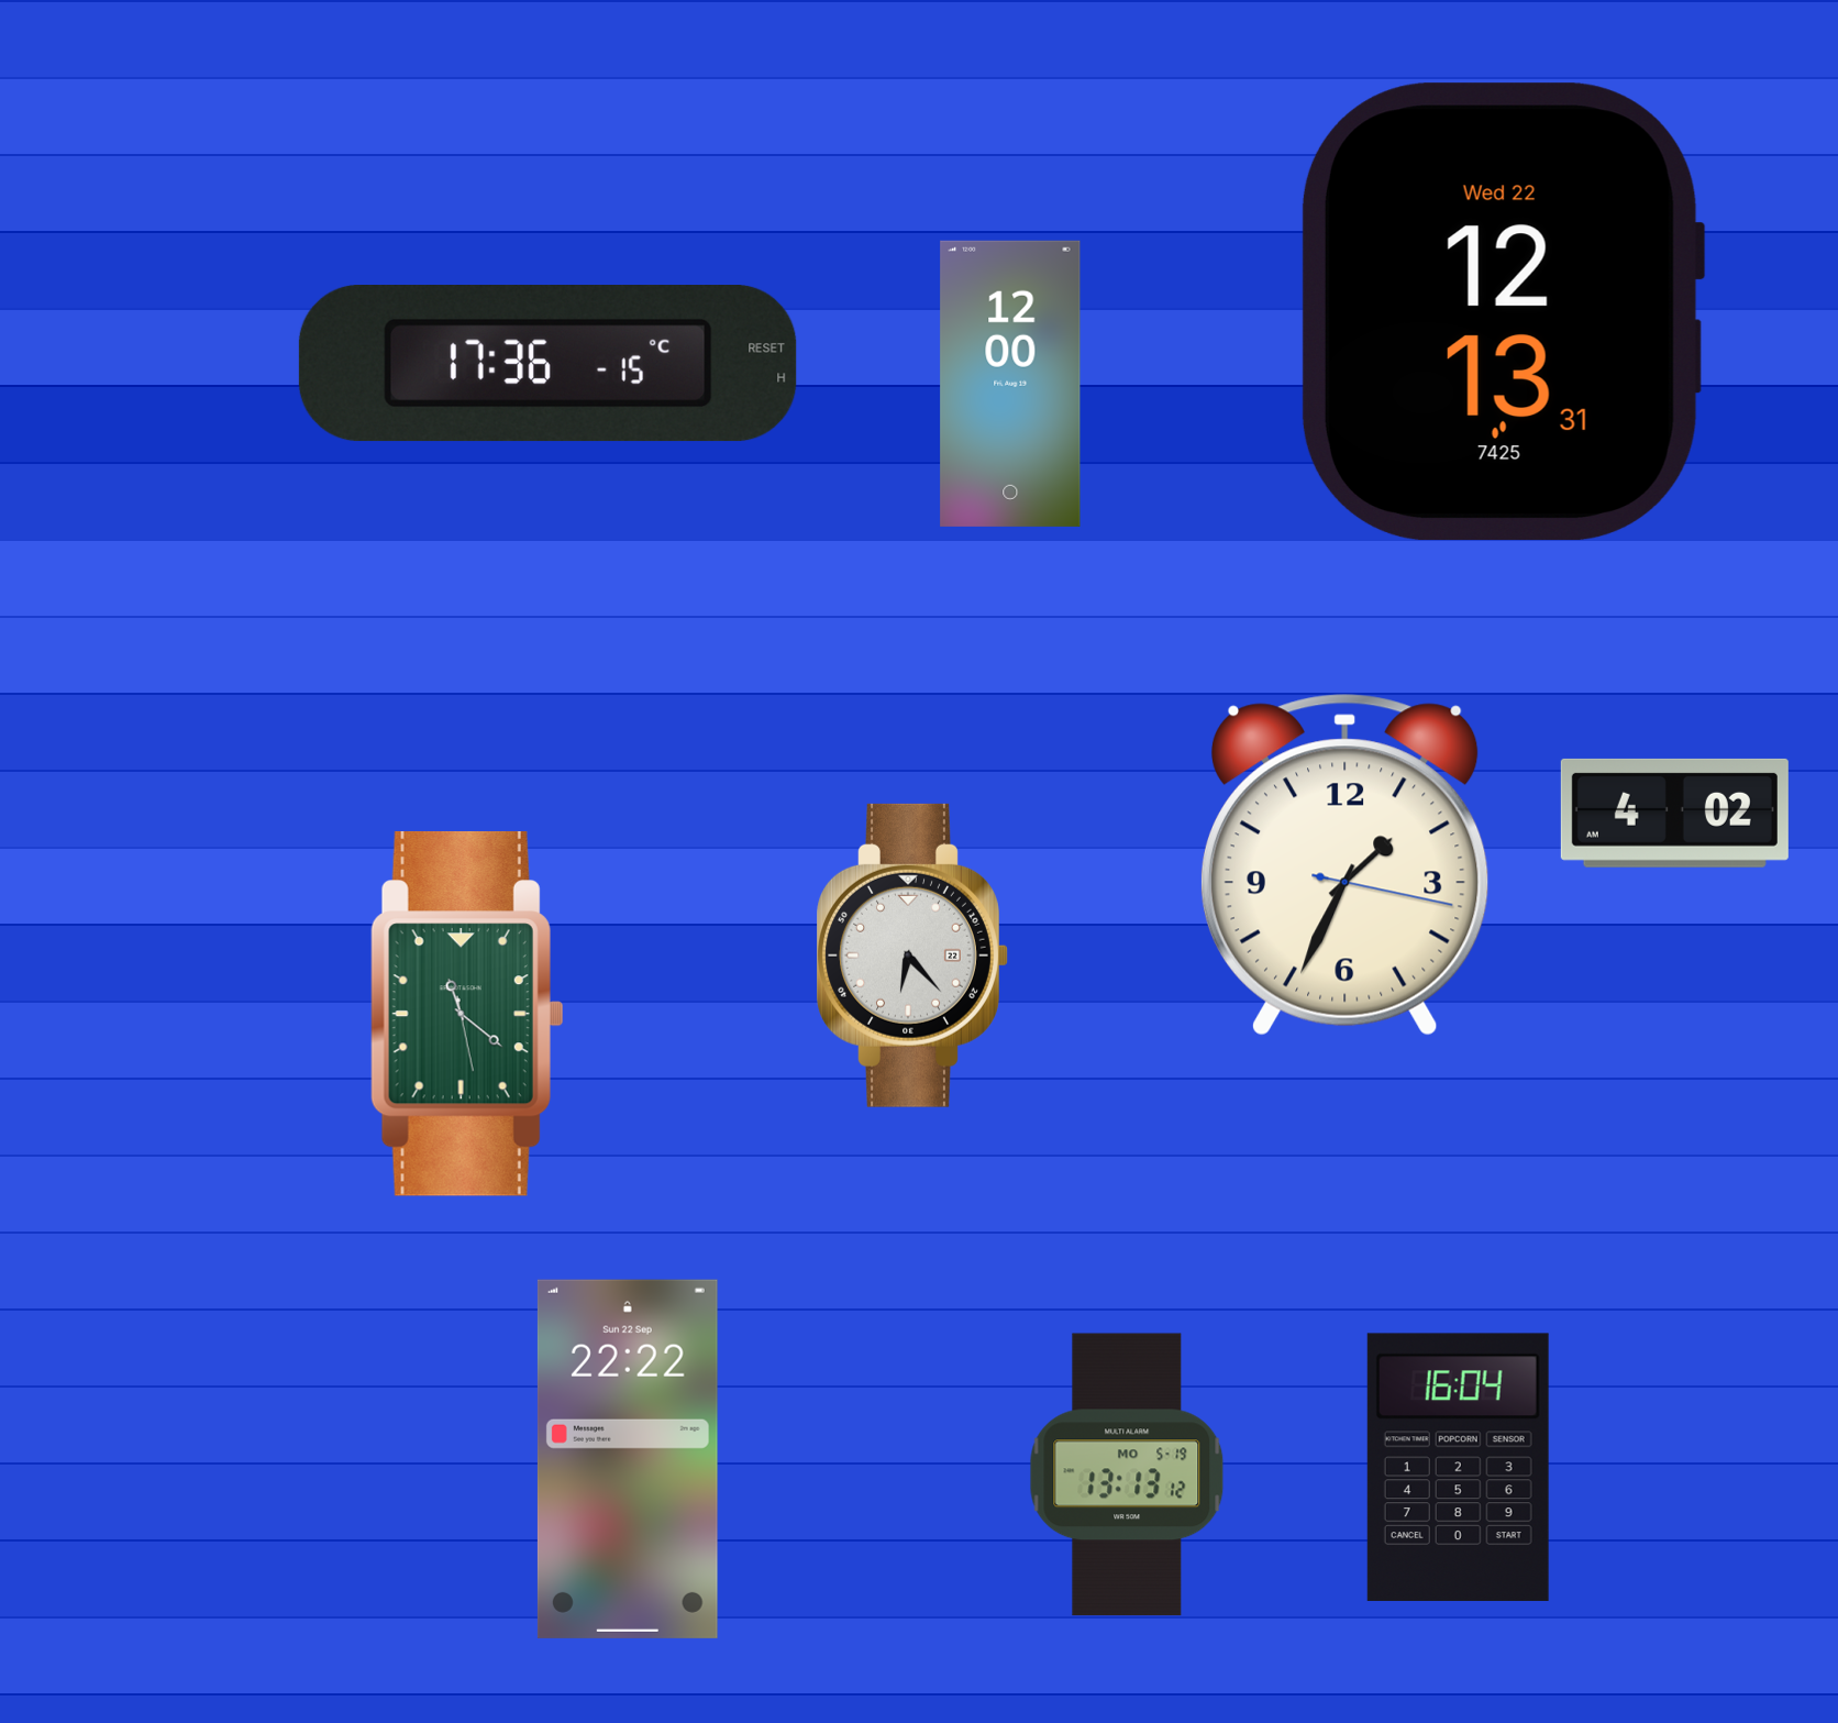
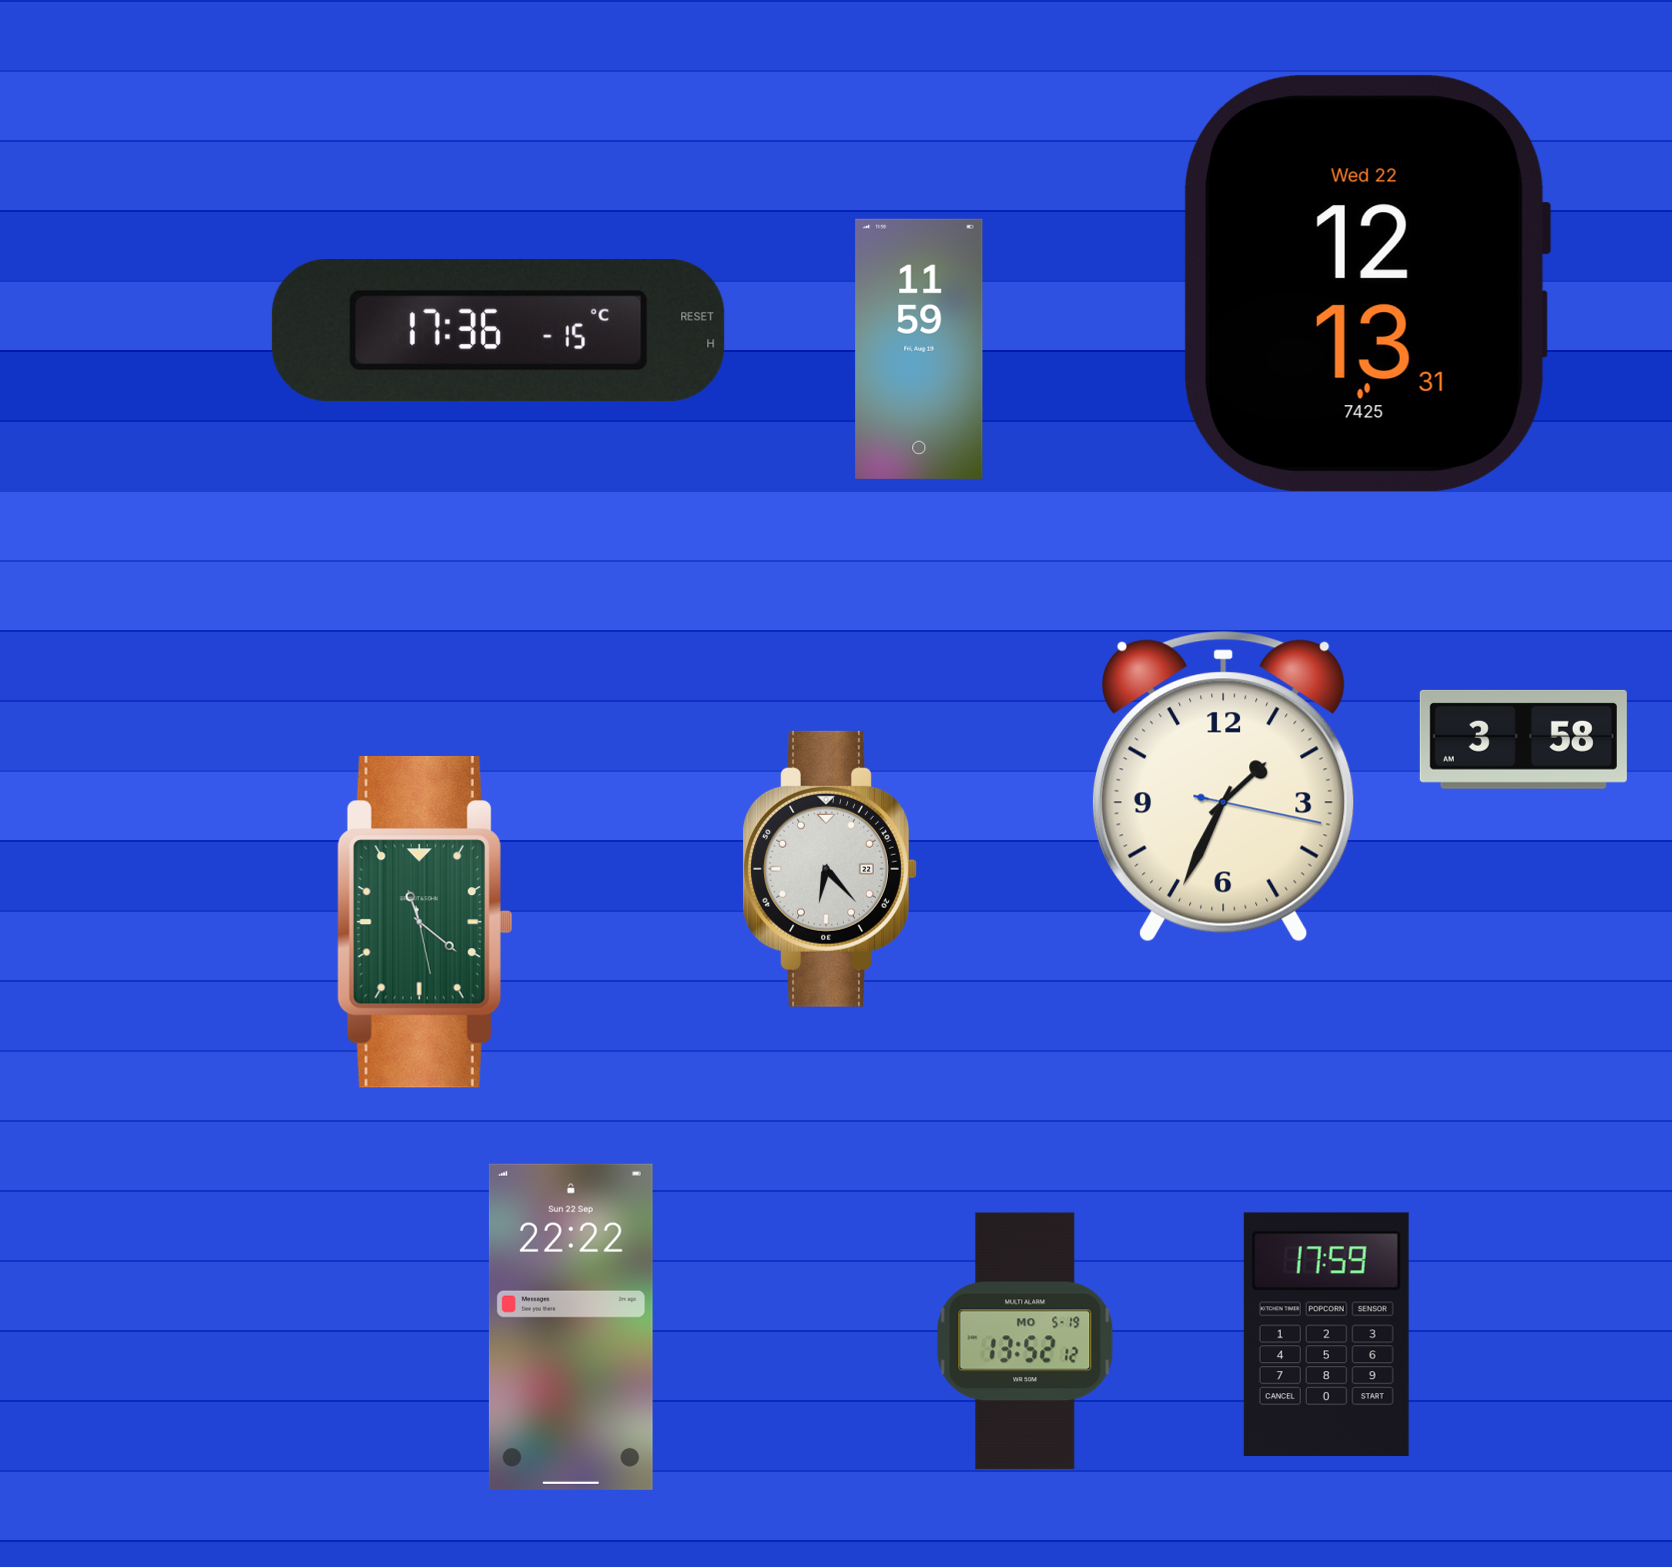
clock at (1010, 384): 12:00 -> 11:59
clock at (1674, 813): 4:02 -> 3:58
clock at (1458, 1467): 16:04 -> 17:59
clock at (1127, 1475): 13:13 -> 13:52
